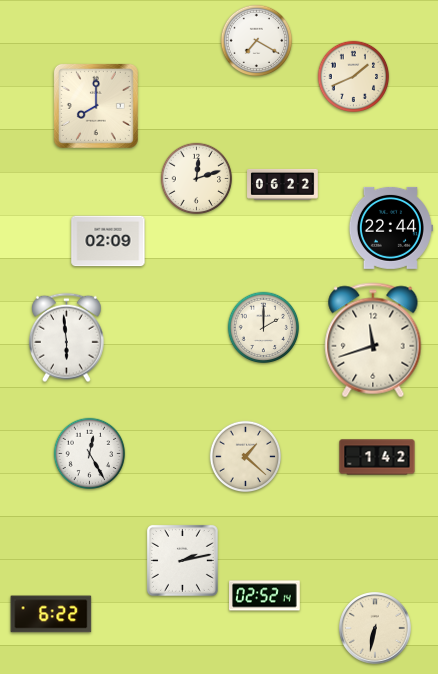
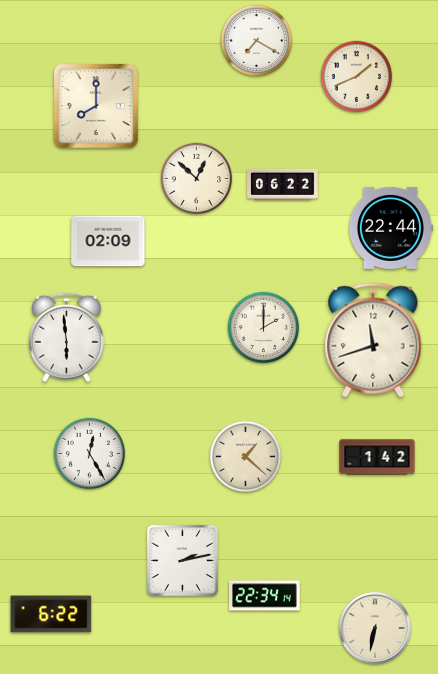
clock at (354, 77) position: (354, 77) -> (357, 77)
clock at (197, 179): 12:12 -> 12:52
clock at (265, 596): 02:52 -> 22:34
